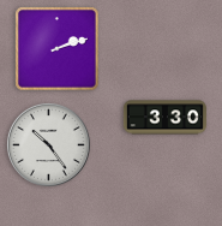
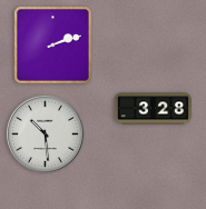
clock at (164, 118): 3:30 -> 3:28
clock at (48, 144): 10:24 -> 10:29
